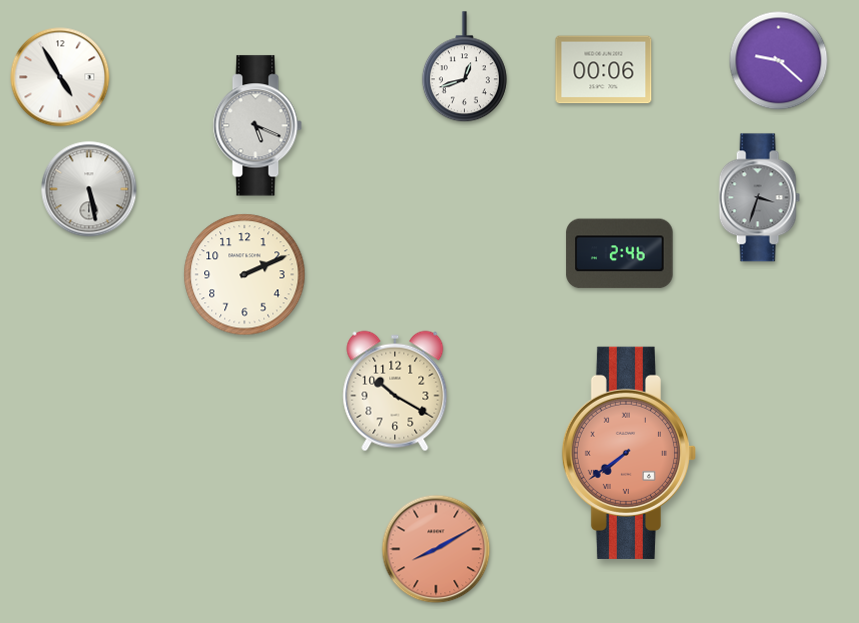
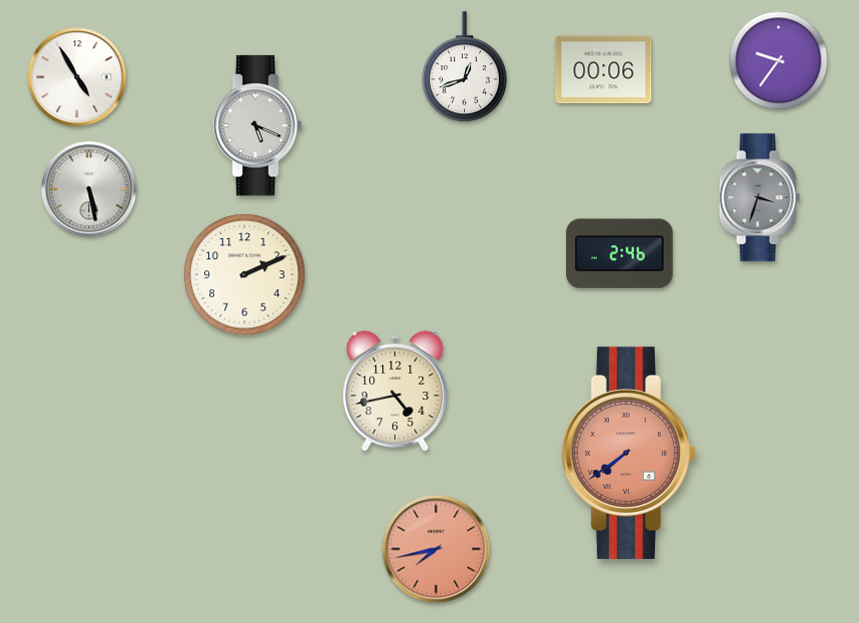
clock at (779, 61): 9:22 -> 9:36
clock at (60, 77) position: (60, 77) -> (77, 77)
clock at (395, 391): 10:20 -> 4:43
clock at (436, 549): 8:10 -> 7:43
